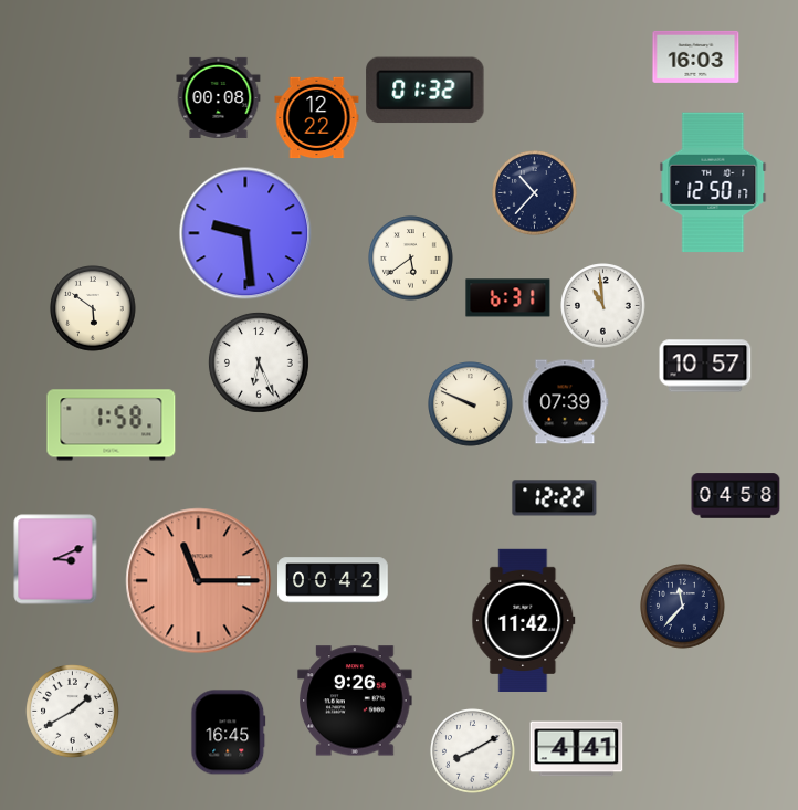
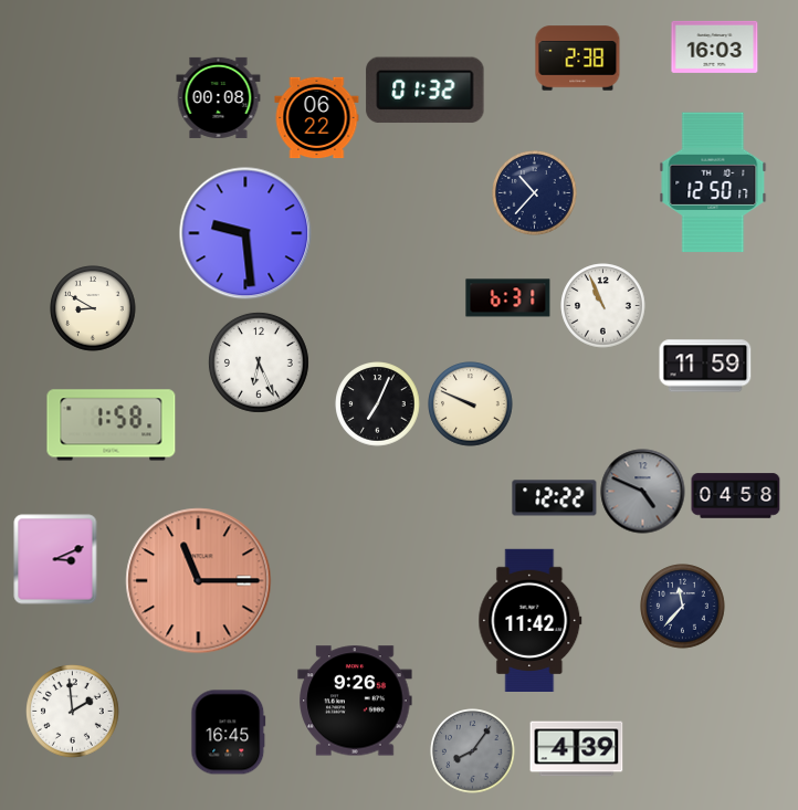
clock at (696, 56) position: (696, 56) -> (715, 46)
clock at (578, 59): none -> 2:38
clock at (317, 118): 12:22 -> 06:22
clock at (411, 259): 5:39 -> none
clock at (603, 306): 10:59 -> 10:56
clock at (93, 308): 5:51 -> 8:50
clock at (705, 366): 10:57 -> 11:59
clock at (565, 402): 07:39 -> none
clock at (378, 404): none -> 7:04
clock at (643, 492): none -> 4:49
clock at (333, 580): 00:42 -> none
clock at (524, 620) position: (524, 620) -> (531, 620)
clock at (73, 712): 1:40 -> 1:59
clock at (577, 749): 4:41 -> 4:39
clock at (473, 751): 8:10 -> 8:06
clock at (473, 751) dial: white -> grey
